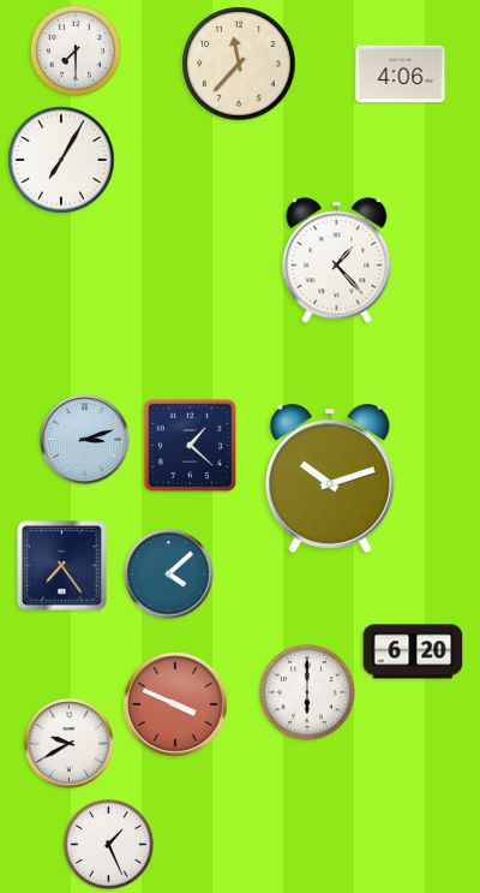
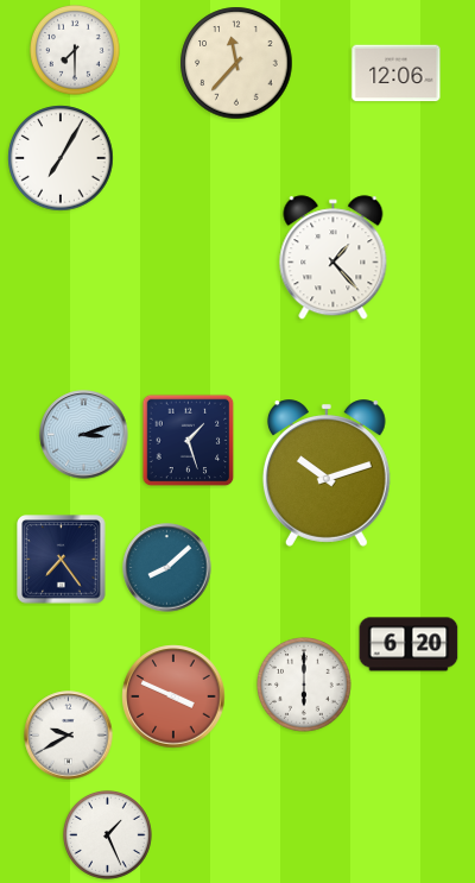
clock at (401, 75): 4:06 -> 12:06
clock at (191, 446): 1:22 -> 1:27
clock at (169, 575): 4:08 -> 8:08
